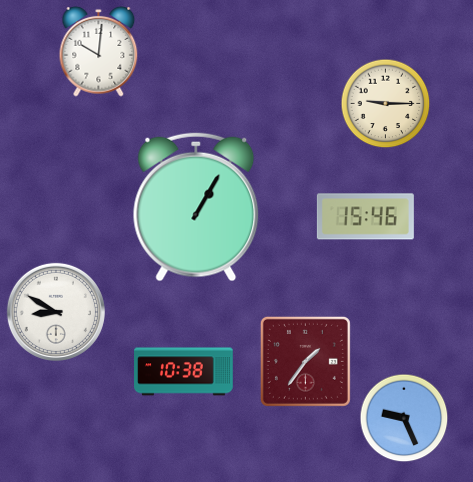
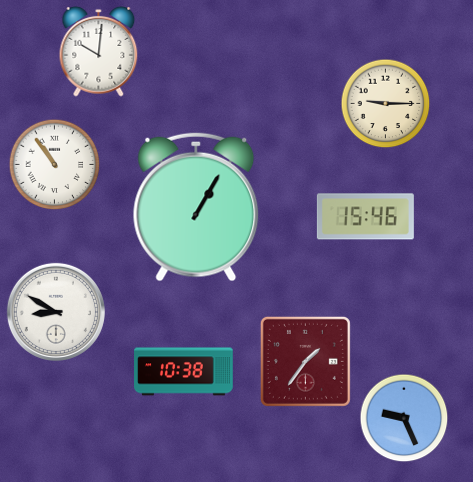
clock at (55, 165): none -> 10:54
